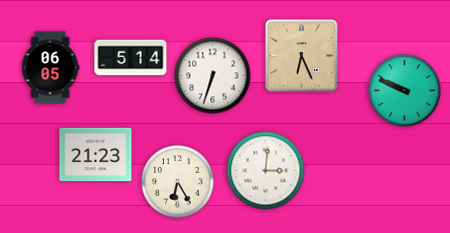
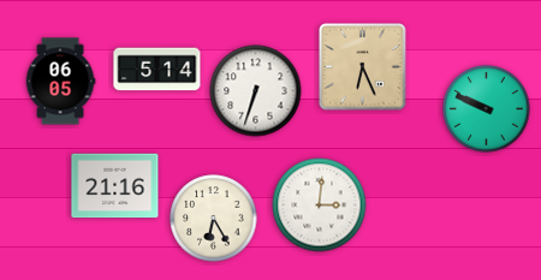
clock at (96, 155): 21:23 -> 21:16
